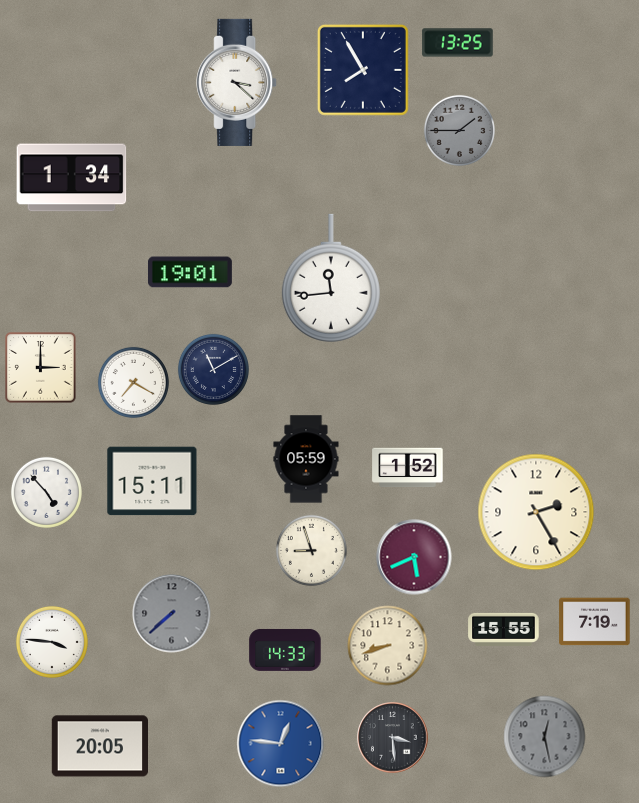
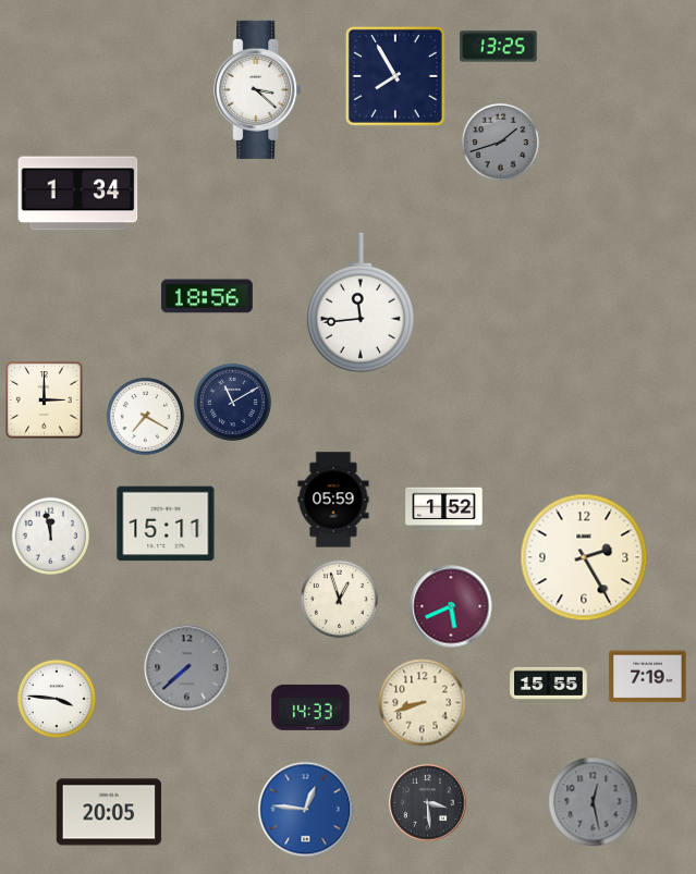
clock at (459, 130): 1:45 -> 1:42
clock at (190, 272): 19:01 -> 18:56
clock at (46, 492): 4:53 -> 11:58
clock at (311, 550): 8:57 -> 12:57
